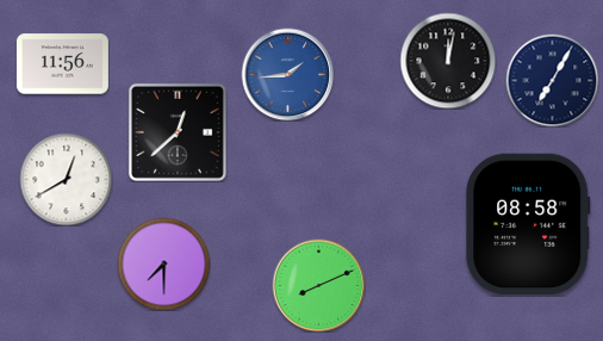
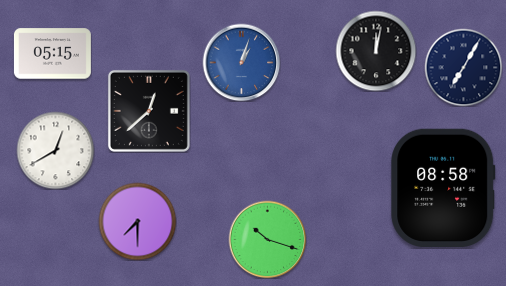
clock at (62, 64): 11:56 -> 05:15
clock at (287, 74): 1:44 -> 1:03
clock at (318, 285): 8:11 -> 10:18
